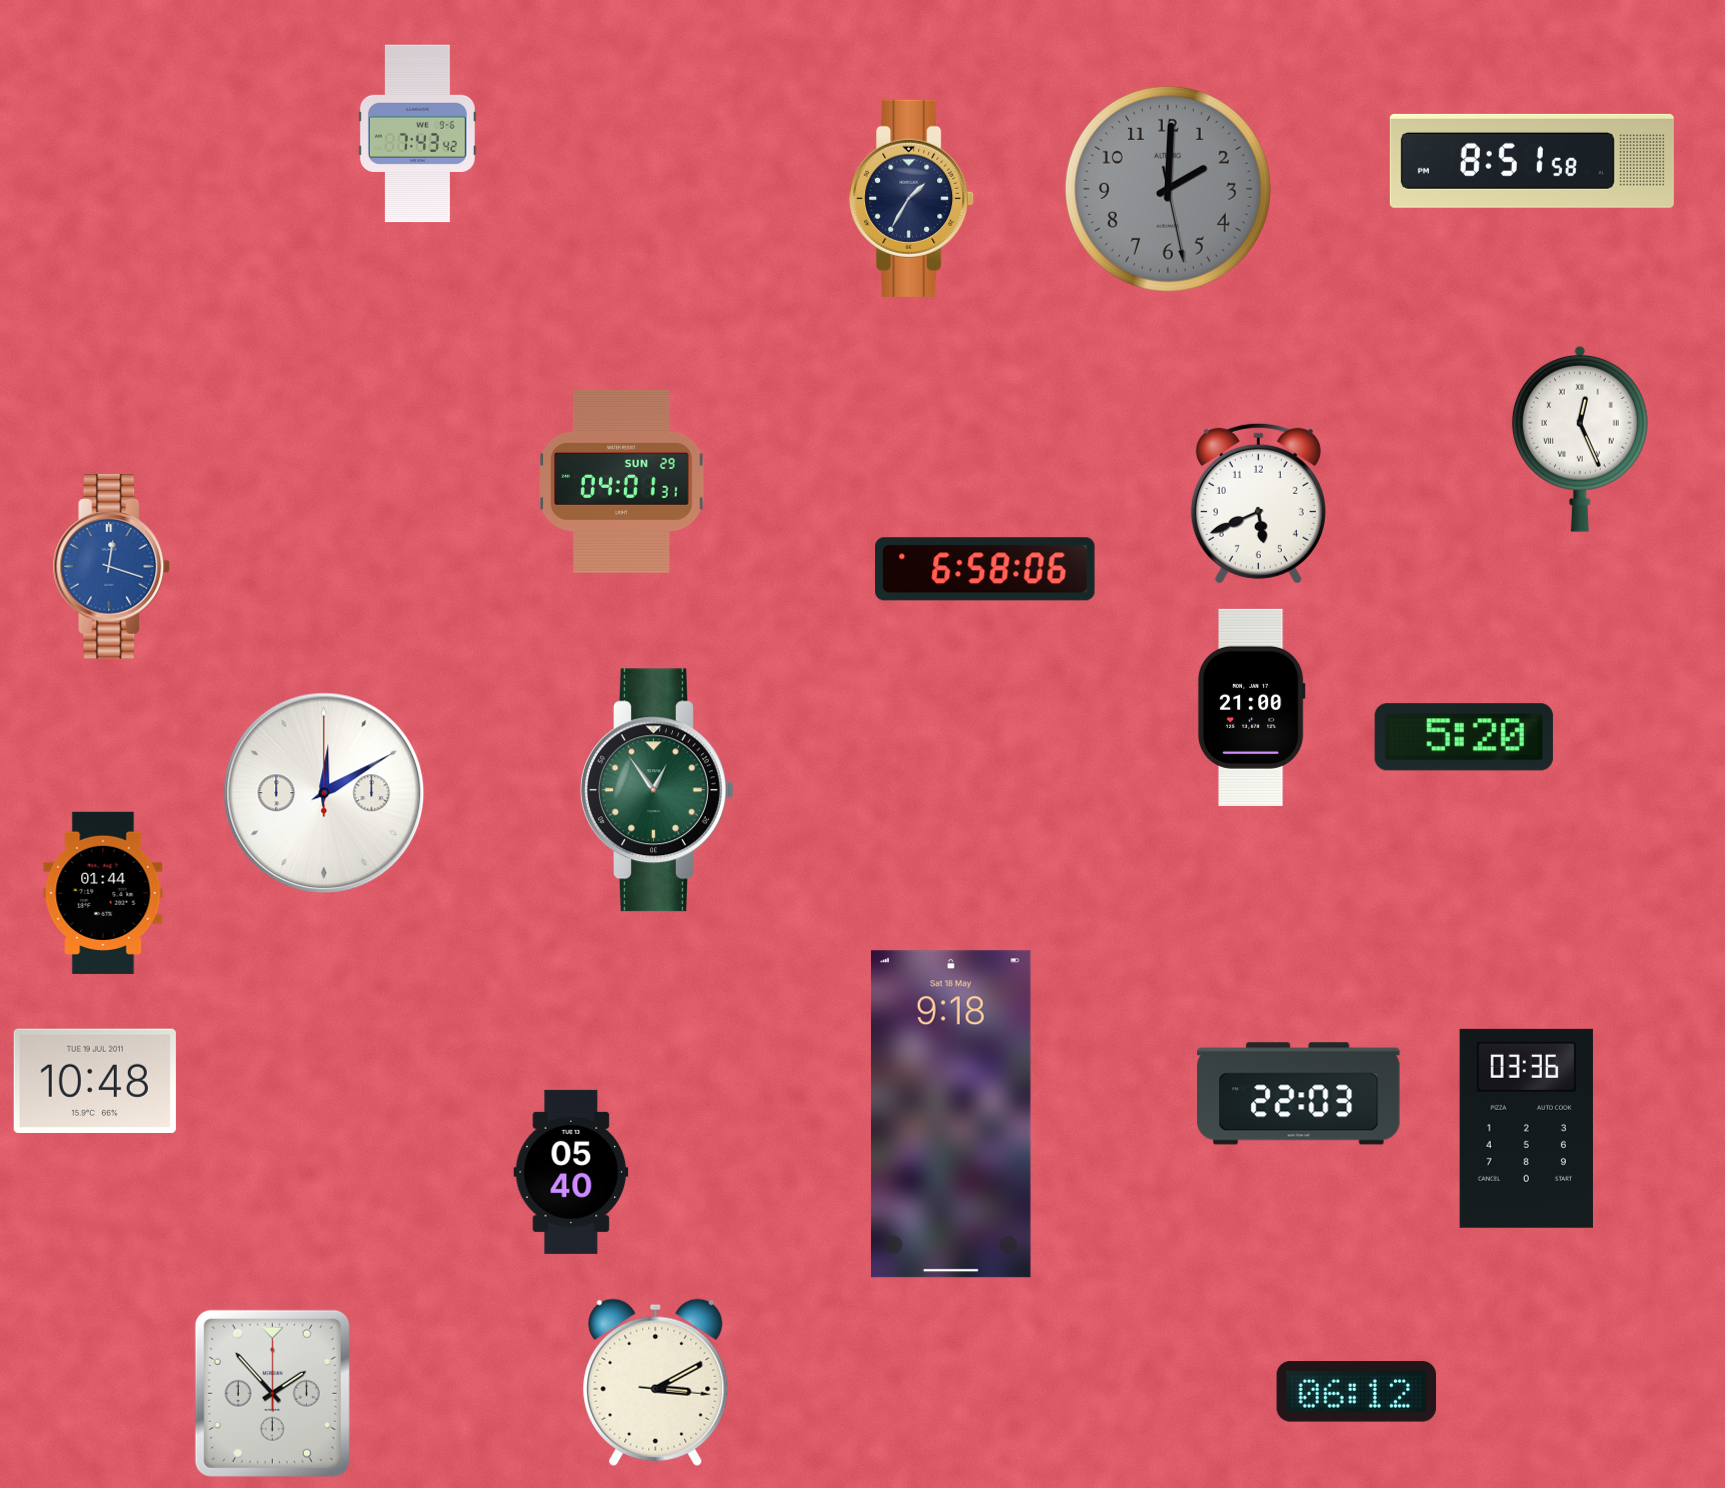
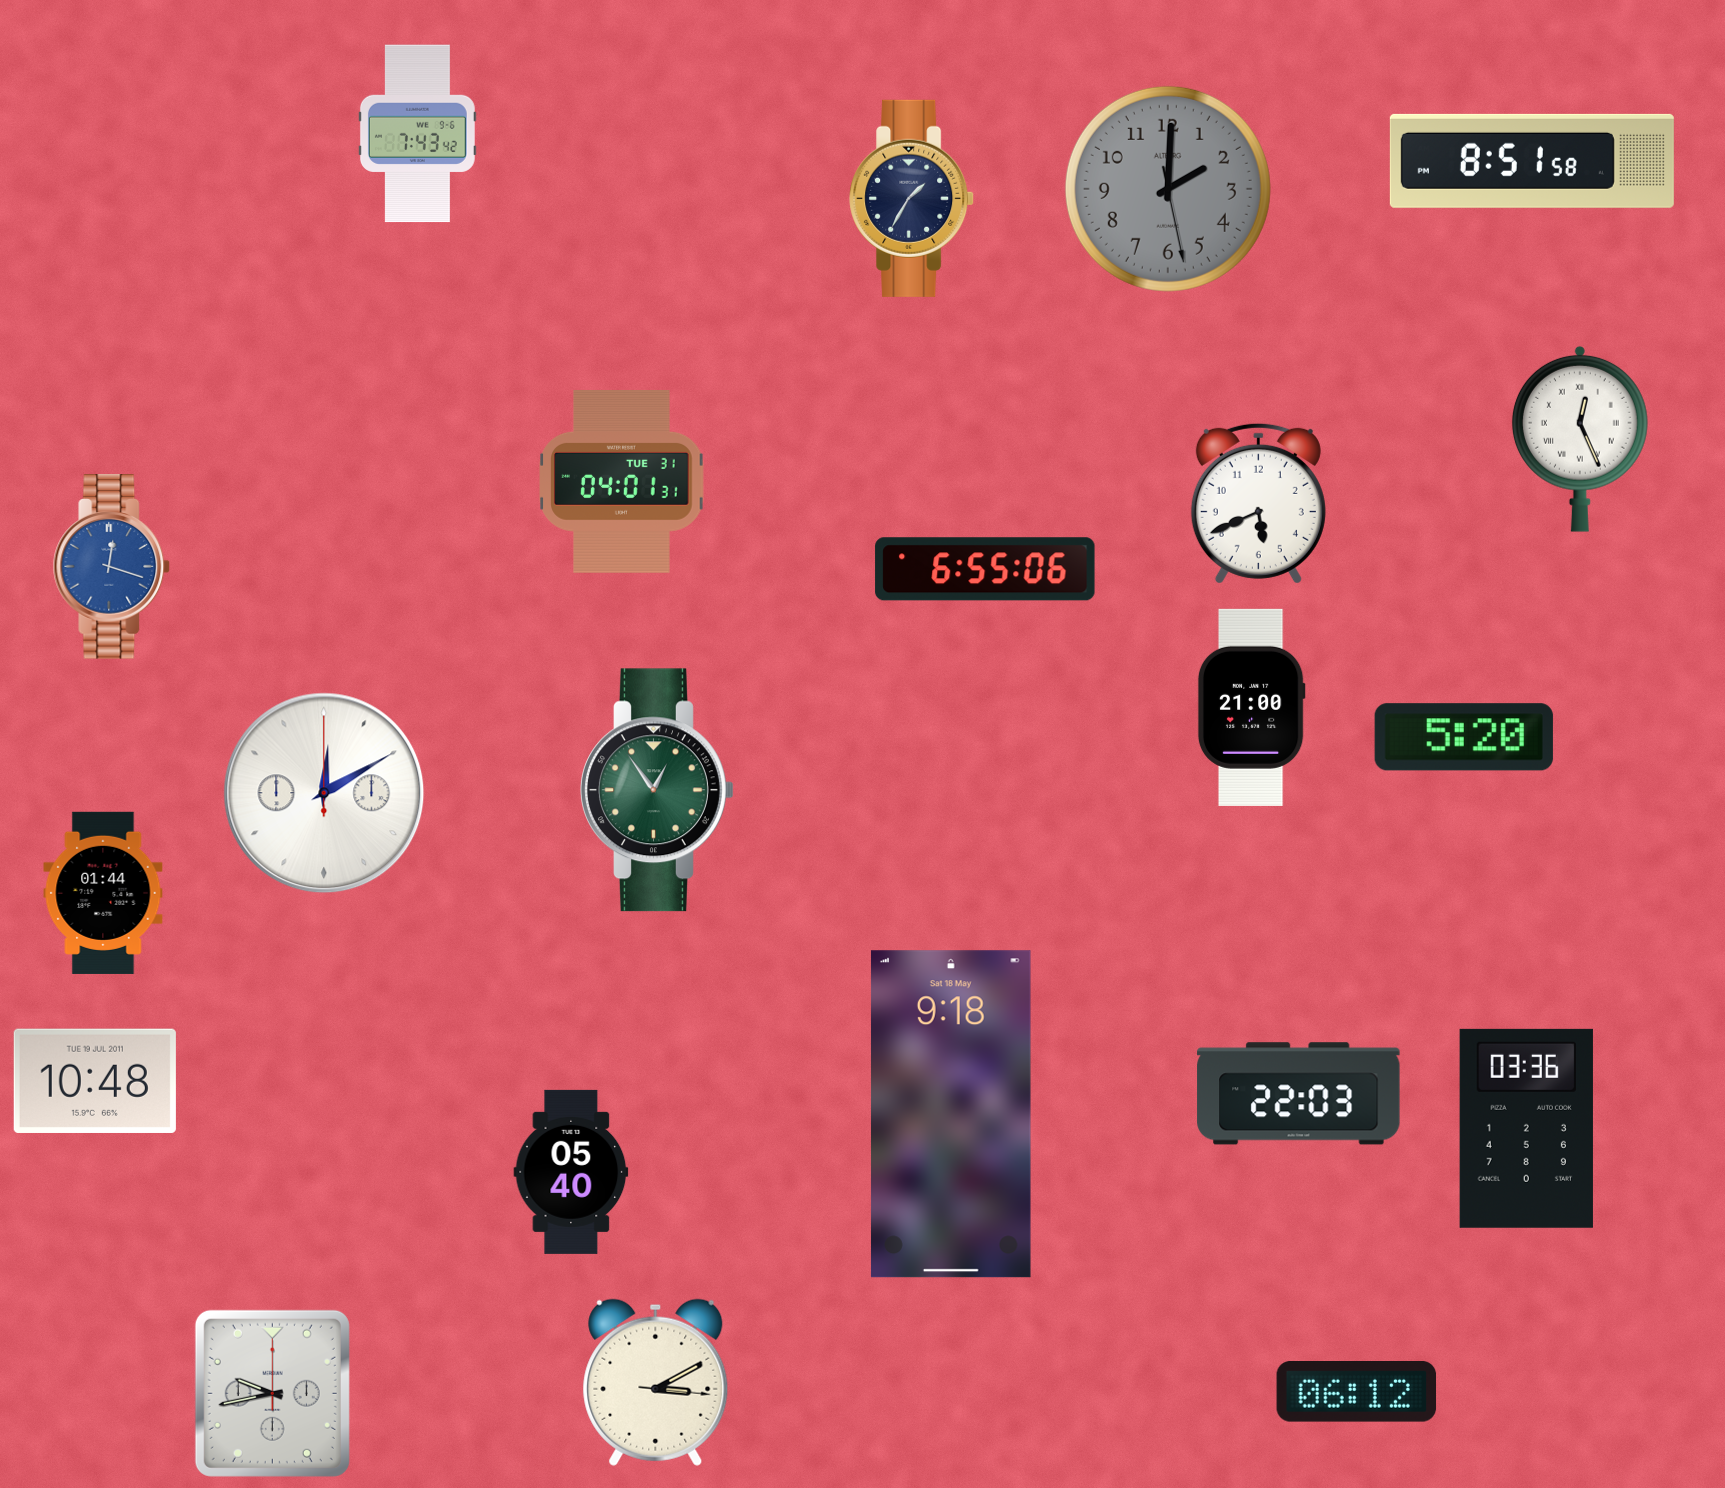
clock at (622, 481) date: SUN 29 -> TUE 31
clock at (985, 569): 6:58 -> 6:55
clock at (272, 1393): 1:53 -> 9:43
